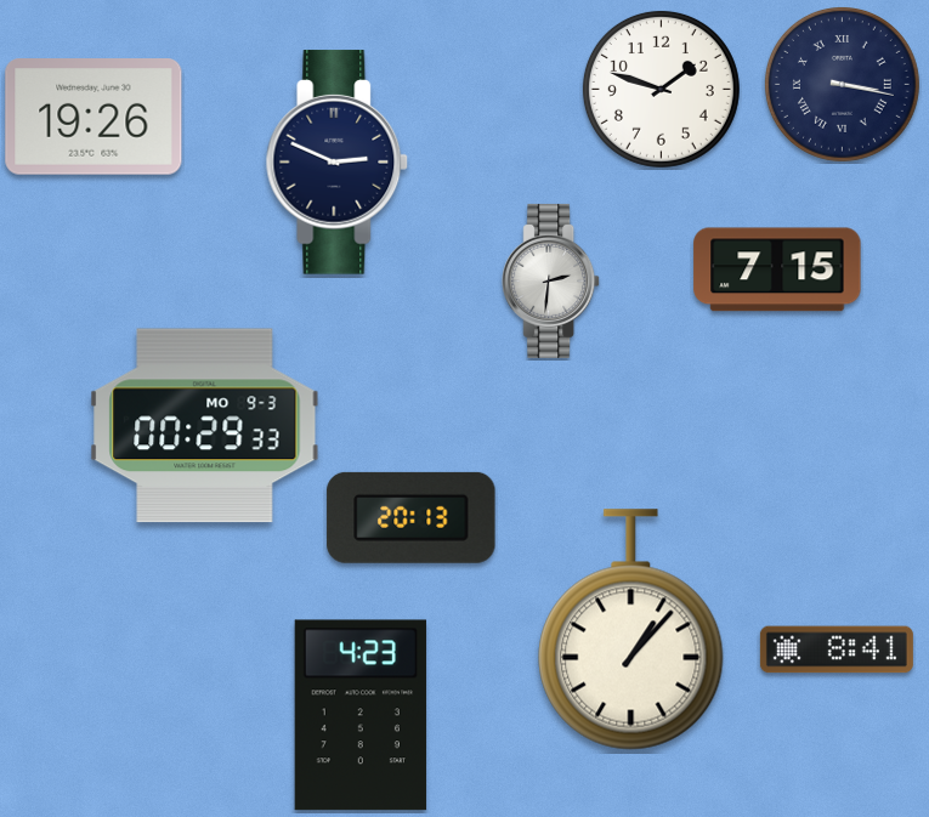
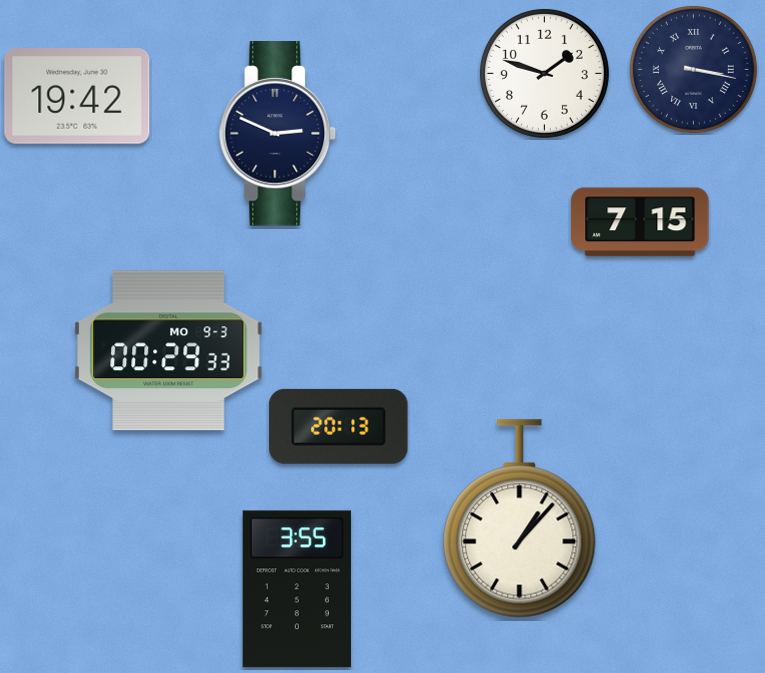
clock at (94, 117): 19:26 -> 19:42
clock at (551, 280): 2:31 -> none
clock at (837, 649): 8:41 -> none
clock at (361, 715): 4:23 -> 3:55
